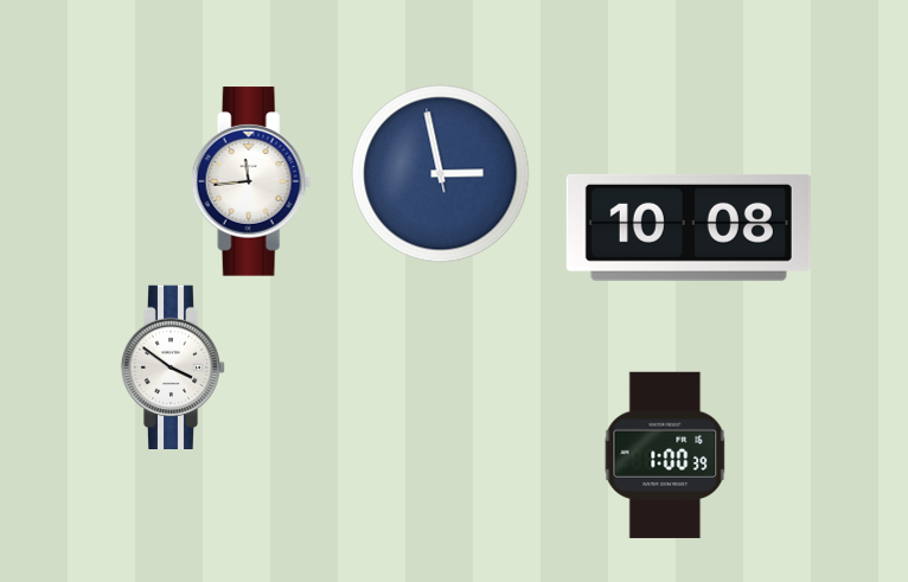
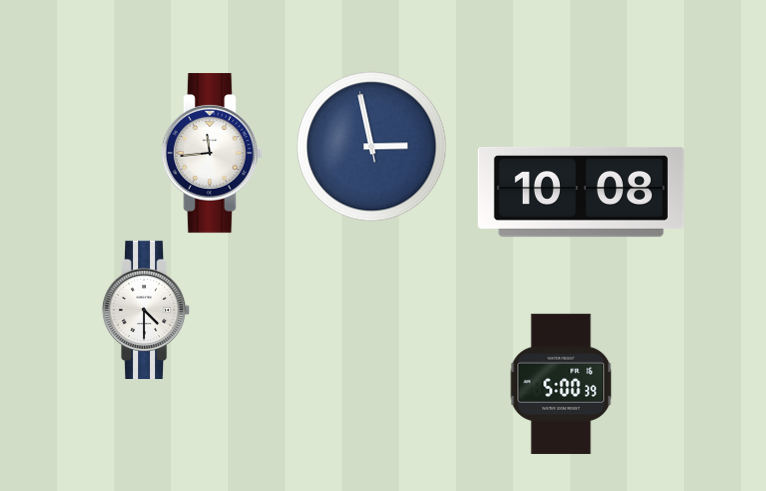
clock at (173, 366): 3:51 -> 4:30
clock at (665, 455): 1:00 -> 5:00
